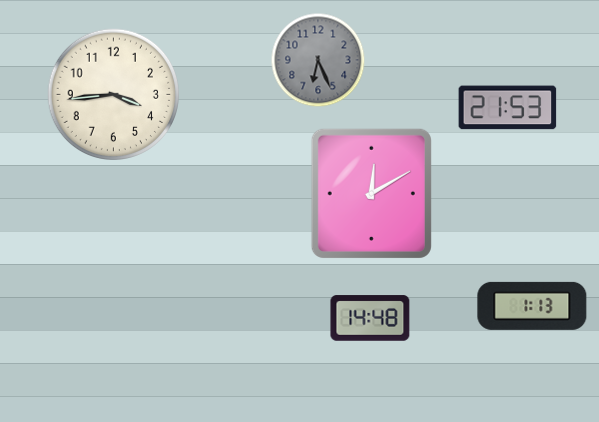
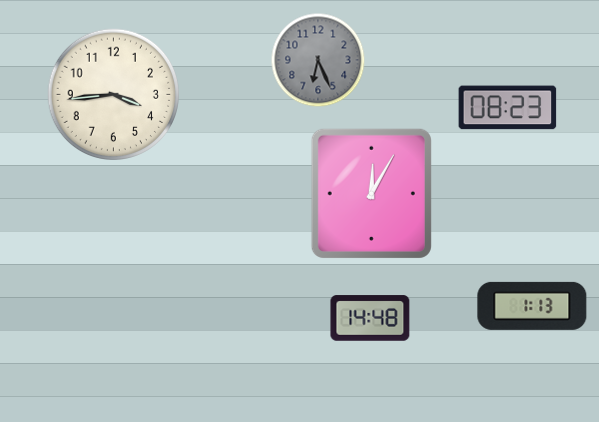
clock at (508, 108): 21:53 -> 08:23
clock at (371, 193): 12:10 -> 12:05
